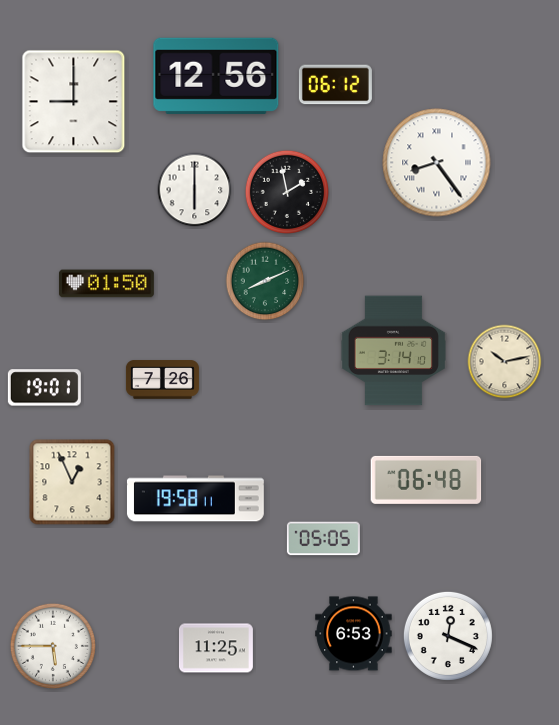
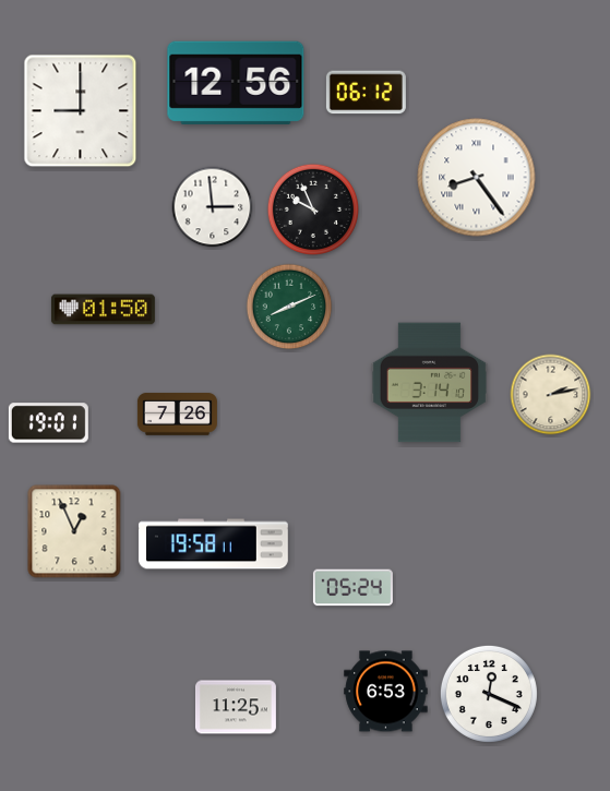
clock at (195, 190): 6:00 -> 2:59
clock at (286, 191): 1:58 -> 9:56
clock at (106, 284) position: (106, 284) -> (103, 310)
clock at (505, 362): 10:13 -> 2:13
clock at (426, 480): 06:48 -> none
clock at (72, 482) position: (72, 482) -> (74, 531)
clock at (323, 539): 05:05 -> 05:24
clock at (53, 646): 5:45 -> none
